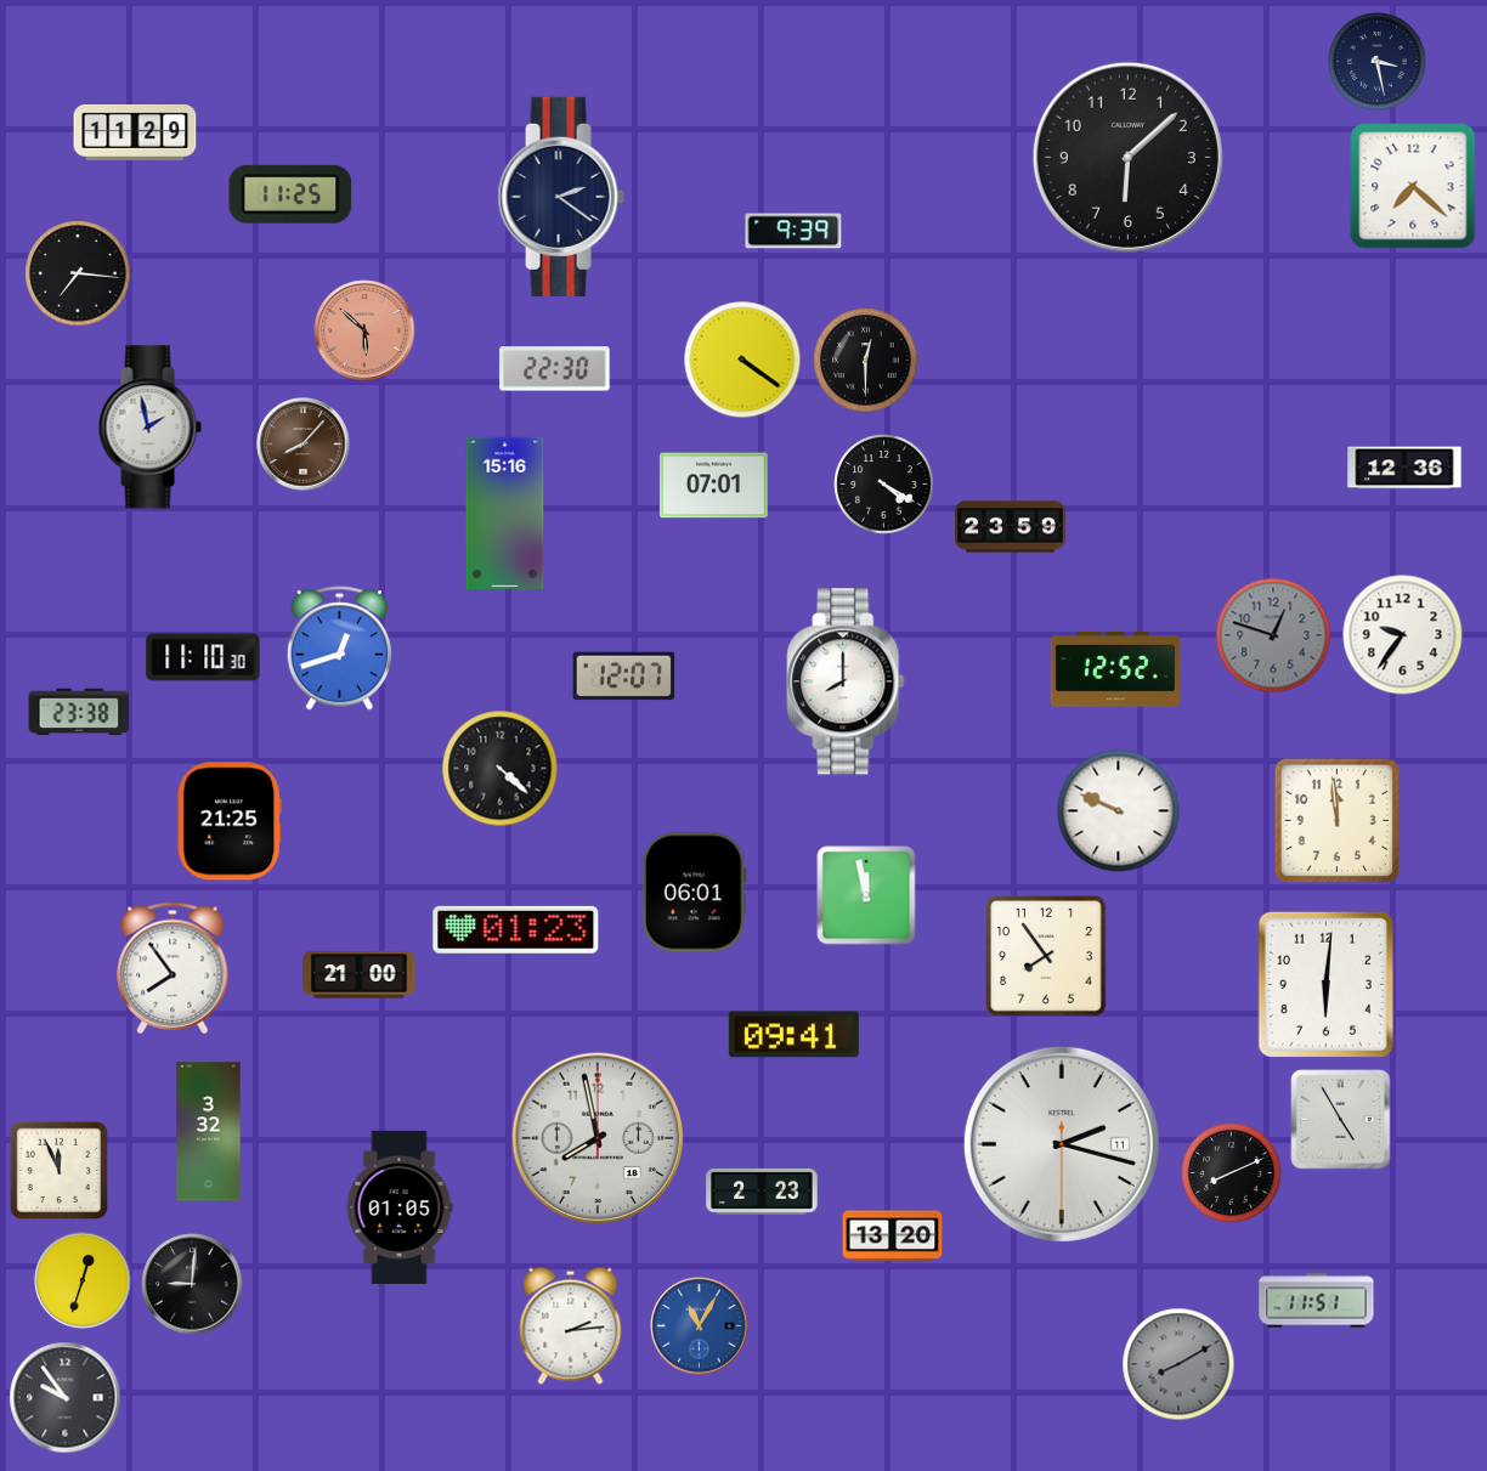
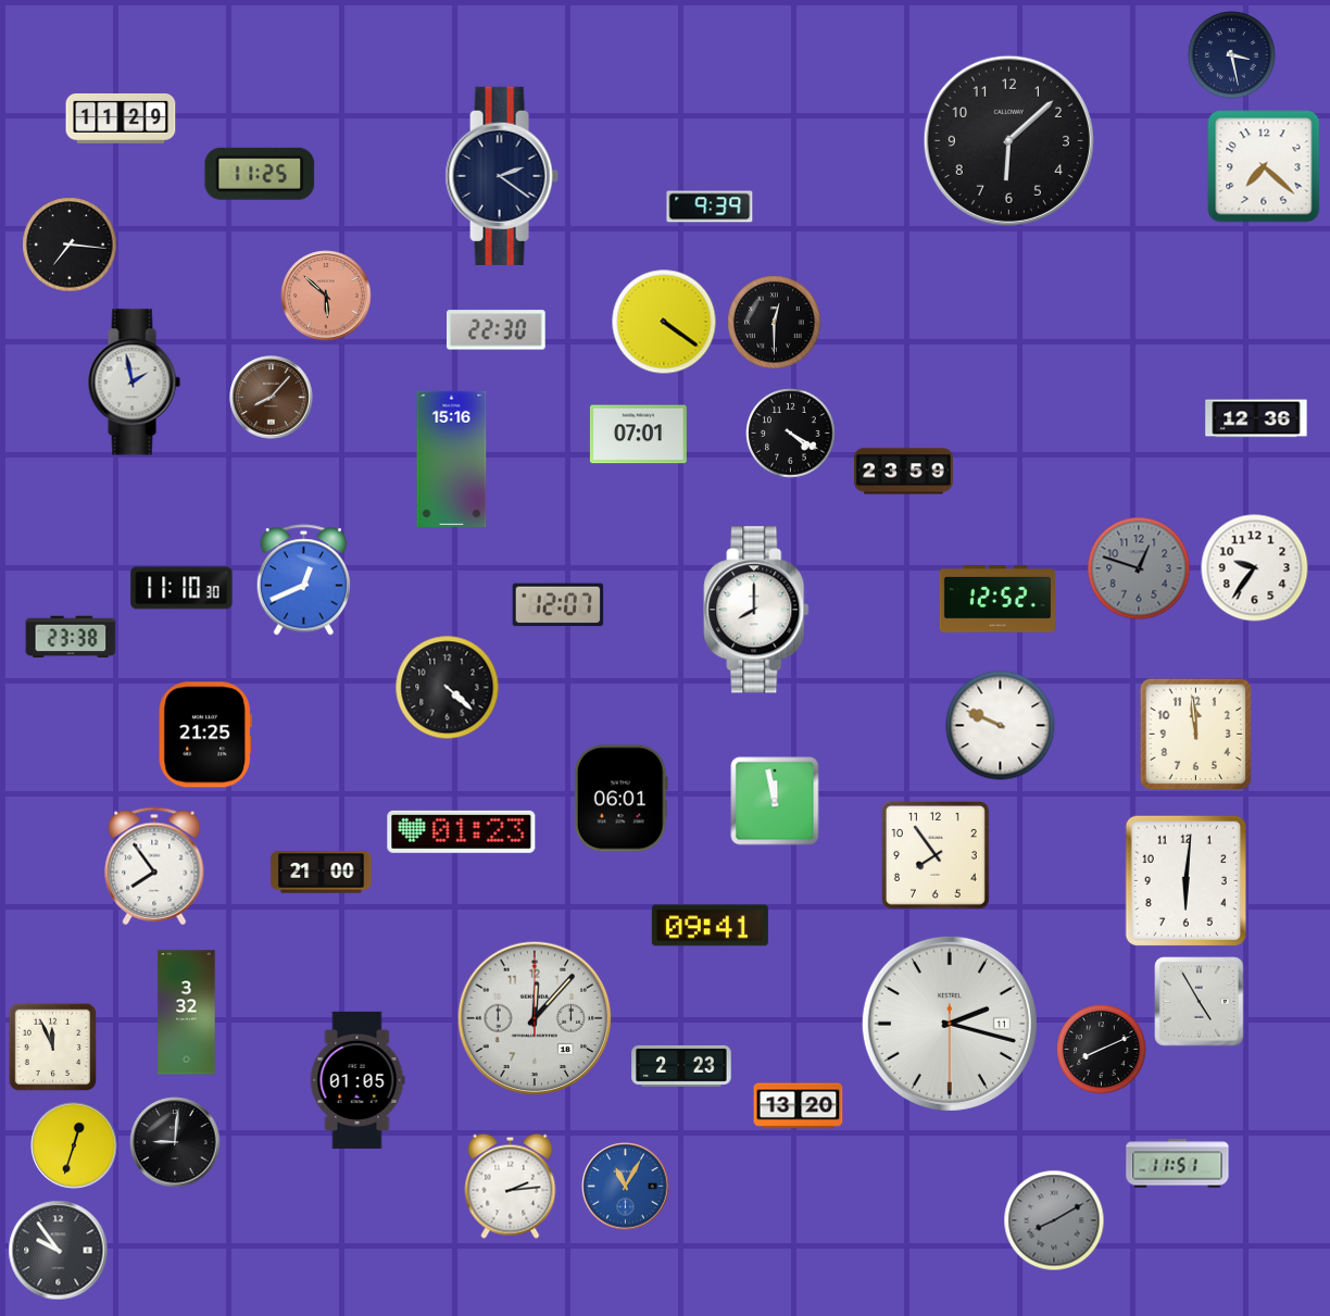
clock at (339, 649): 12:42 -> 12:41
clock at (598, 1138): 7:58 -> 12:07
clock at (192, 1284) position: (192, 1284) -> (175, 1142)
